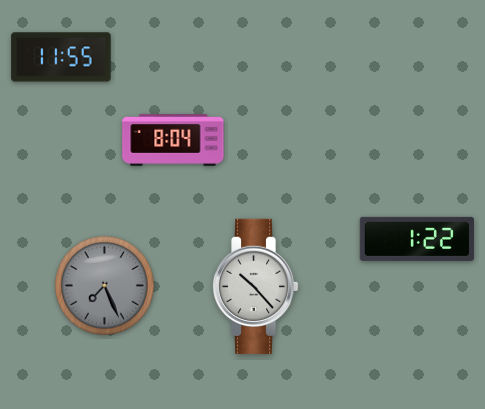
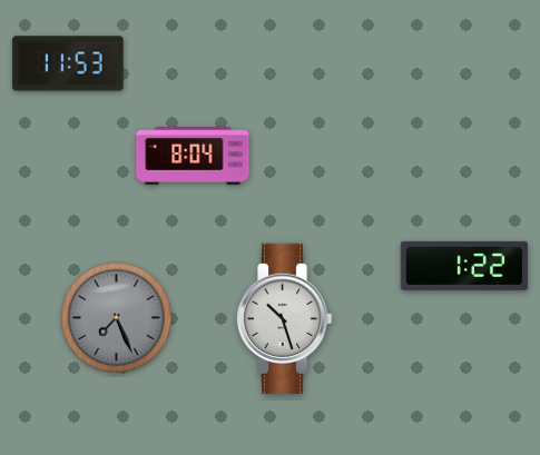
clock at (61, 57): 11:55 -> 11:53
clock at (255, 286): 10:23 -> 10:27
